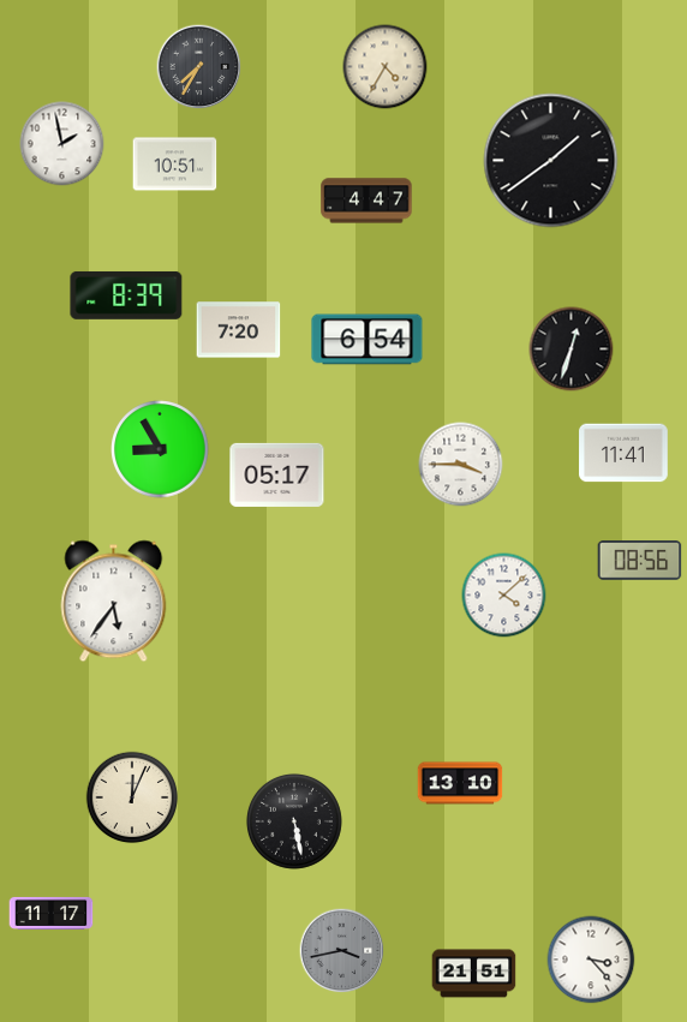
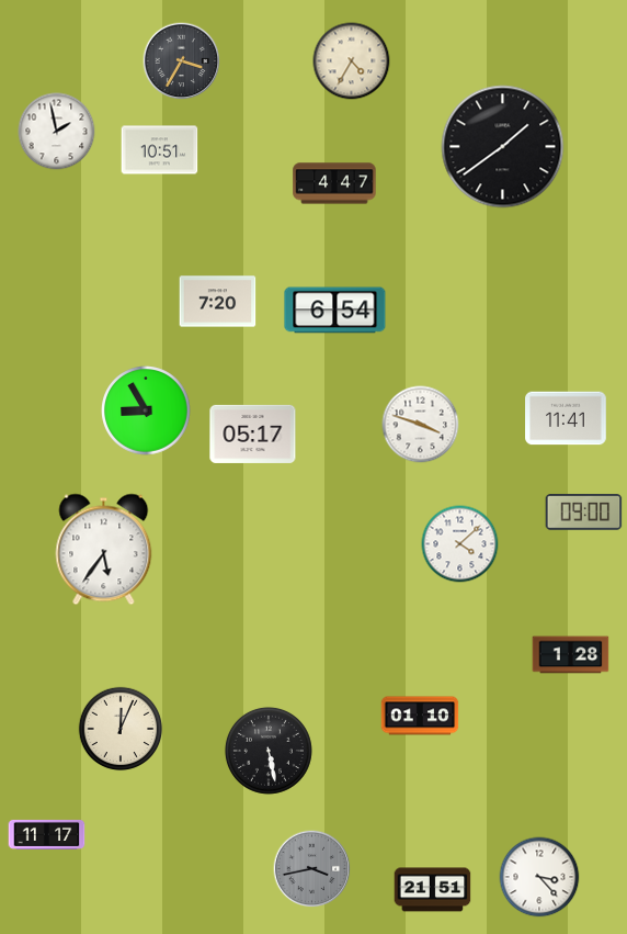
clock at (199, 67): 7:35 -> 3:35
clock at (126, 295): 8:39 -> none
clock at (572, 349): 12:33 -> none
clock at (623, 453) position: (623, 453) -> (566, 418)
clock at (461, 465): 3:45 -> 3:48
clock at (640, 561): 08:56 -> 09:00
clock at (571, 655): none -> 1:28
clock at (460, 783): 13:10 -> 01:10
